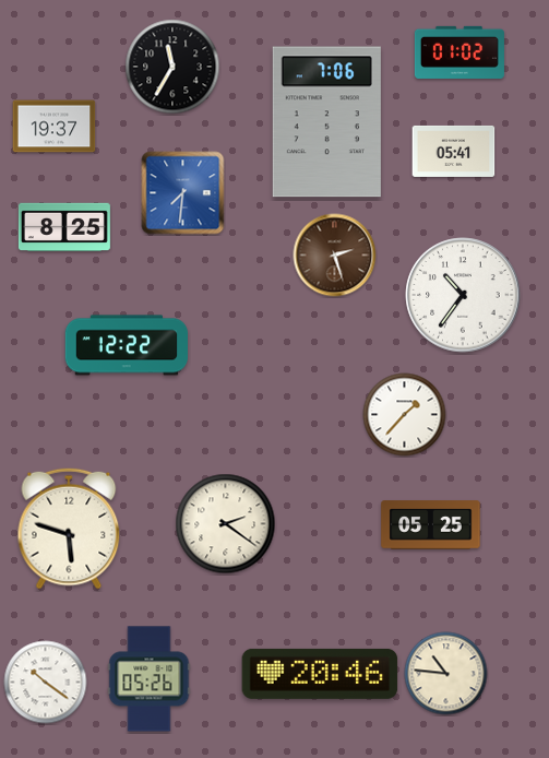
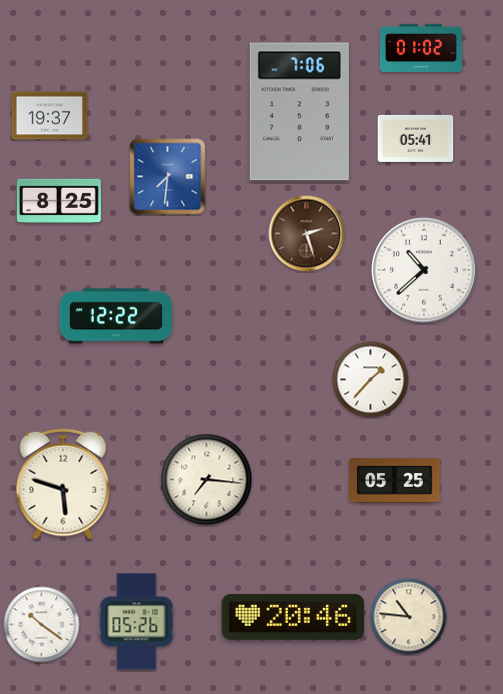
clock at (172, 67): 11:35 -> none
clock at (64, 226) position: (64, 226) -> (59, 200)
clock at (463, 295): 10:36 -> 10:38
clock at (226, 524): 2:21 -> 7:16
